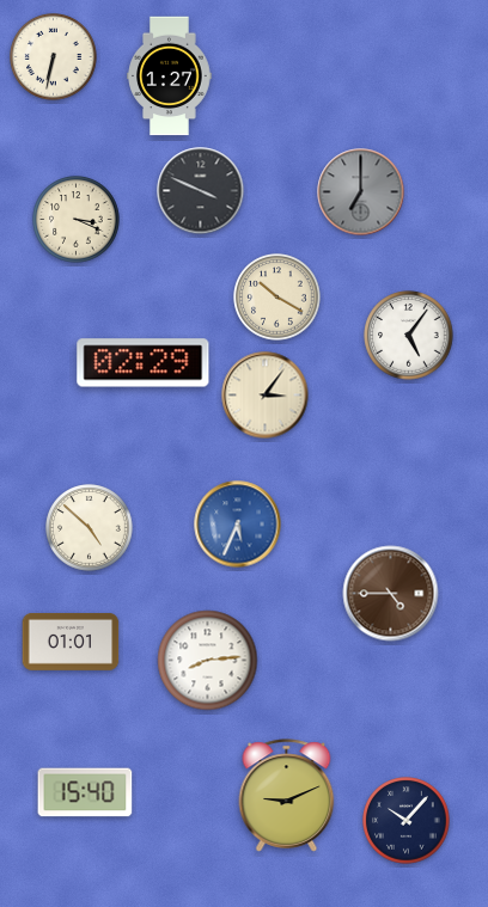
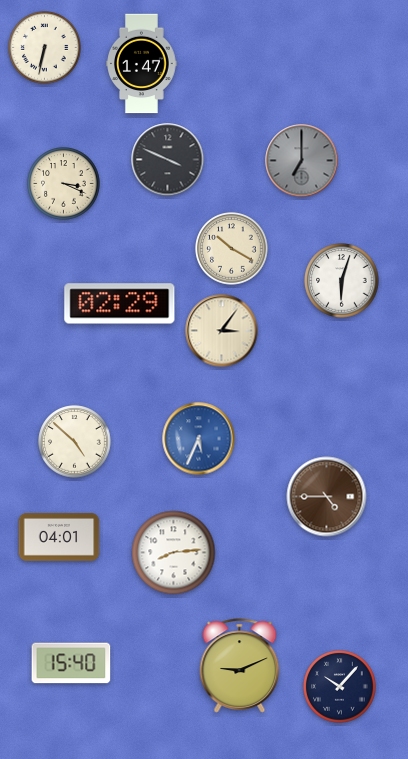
clock at (170, 76): 1:27 -> 1:47
clock at (409, 336): 5:06 -> 6:03
clock at (71, 643): 01:01 -> 04:01
